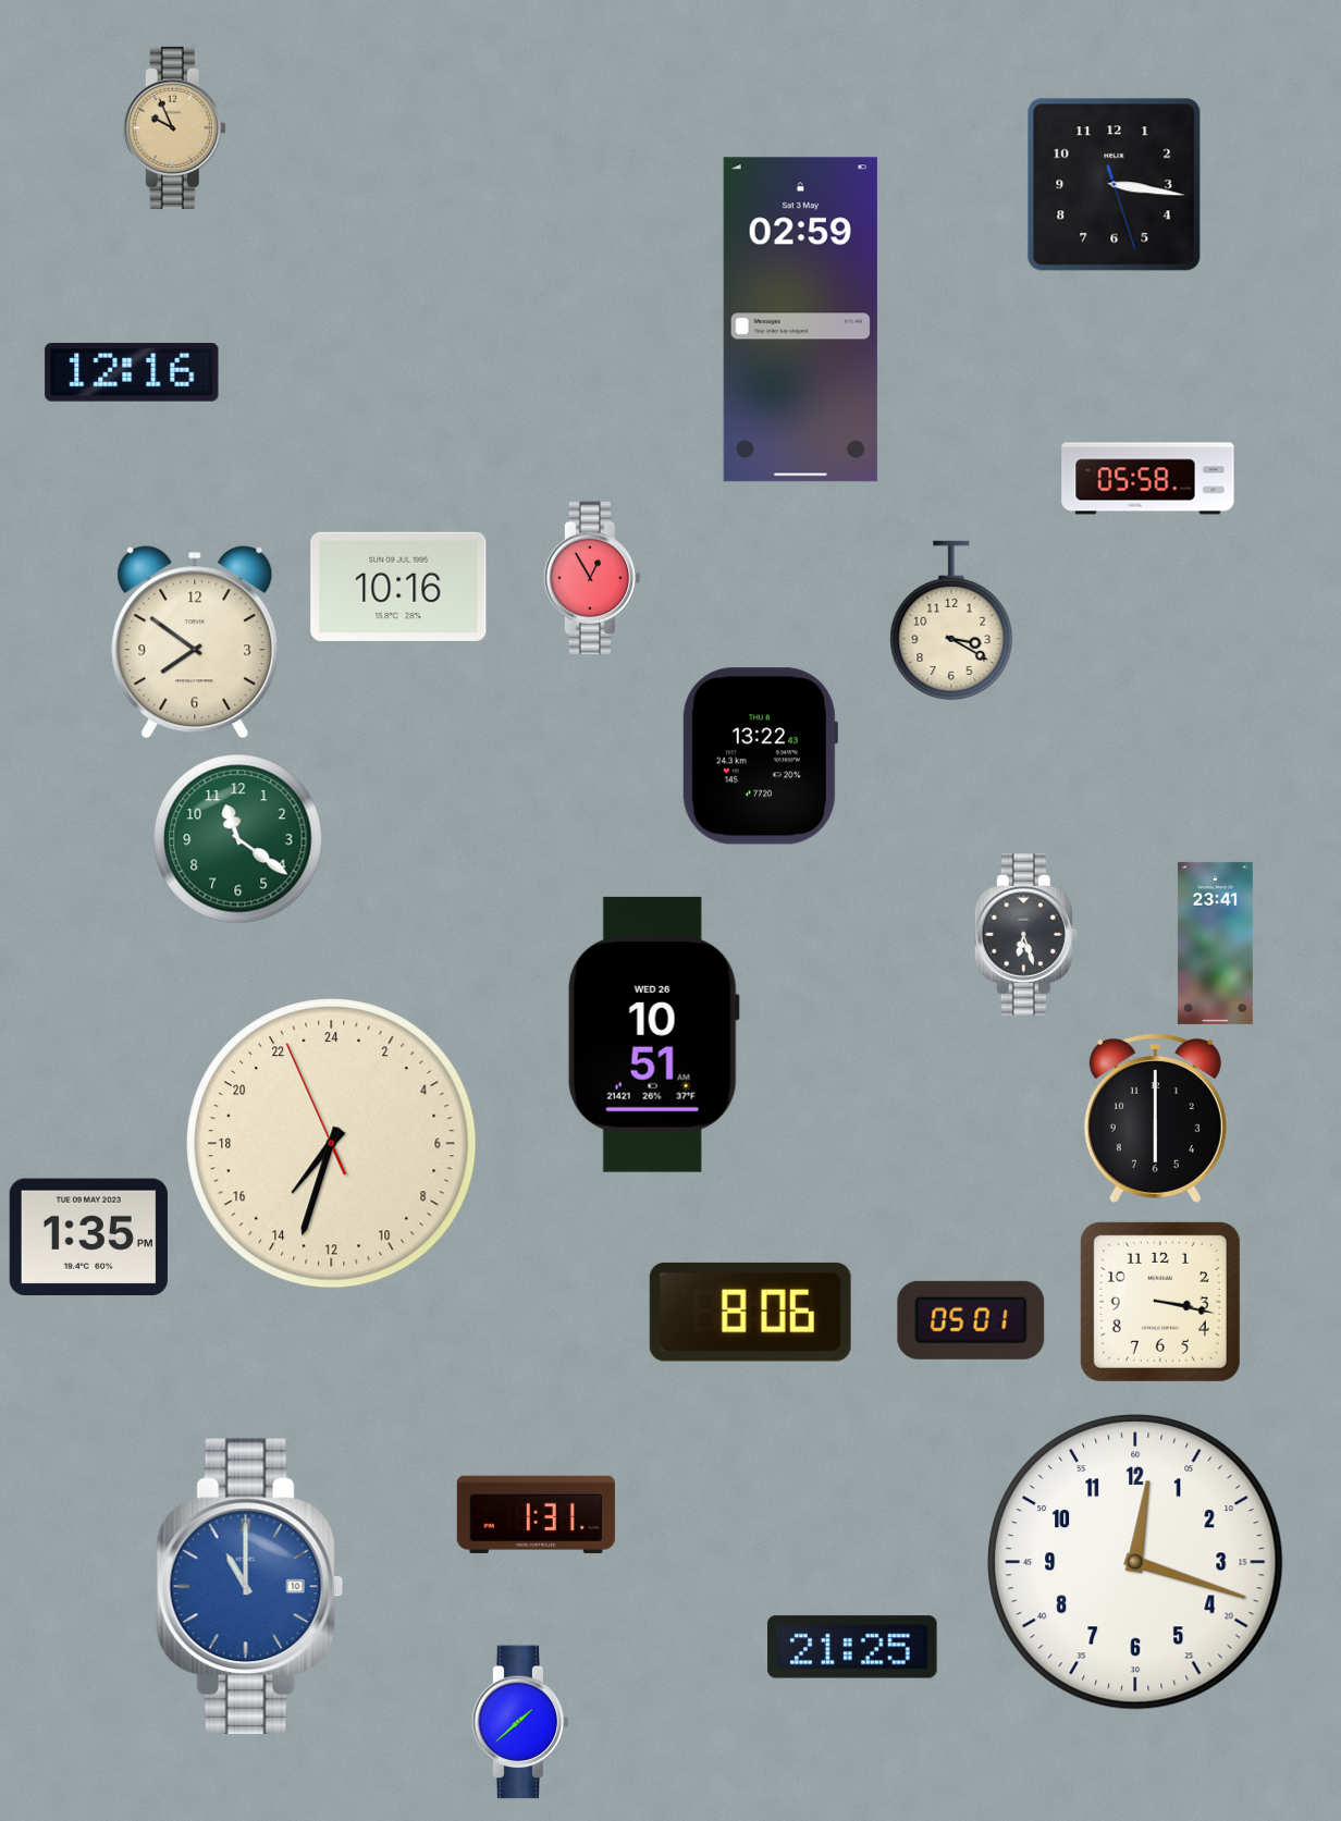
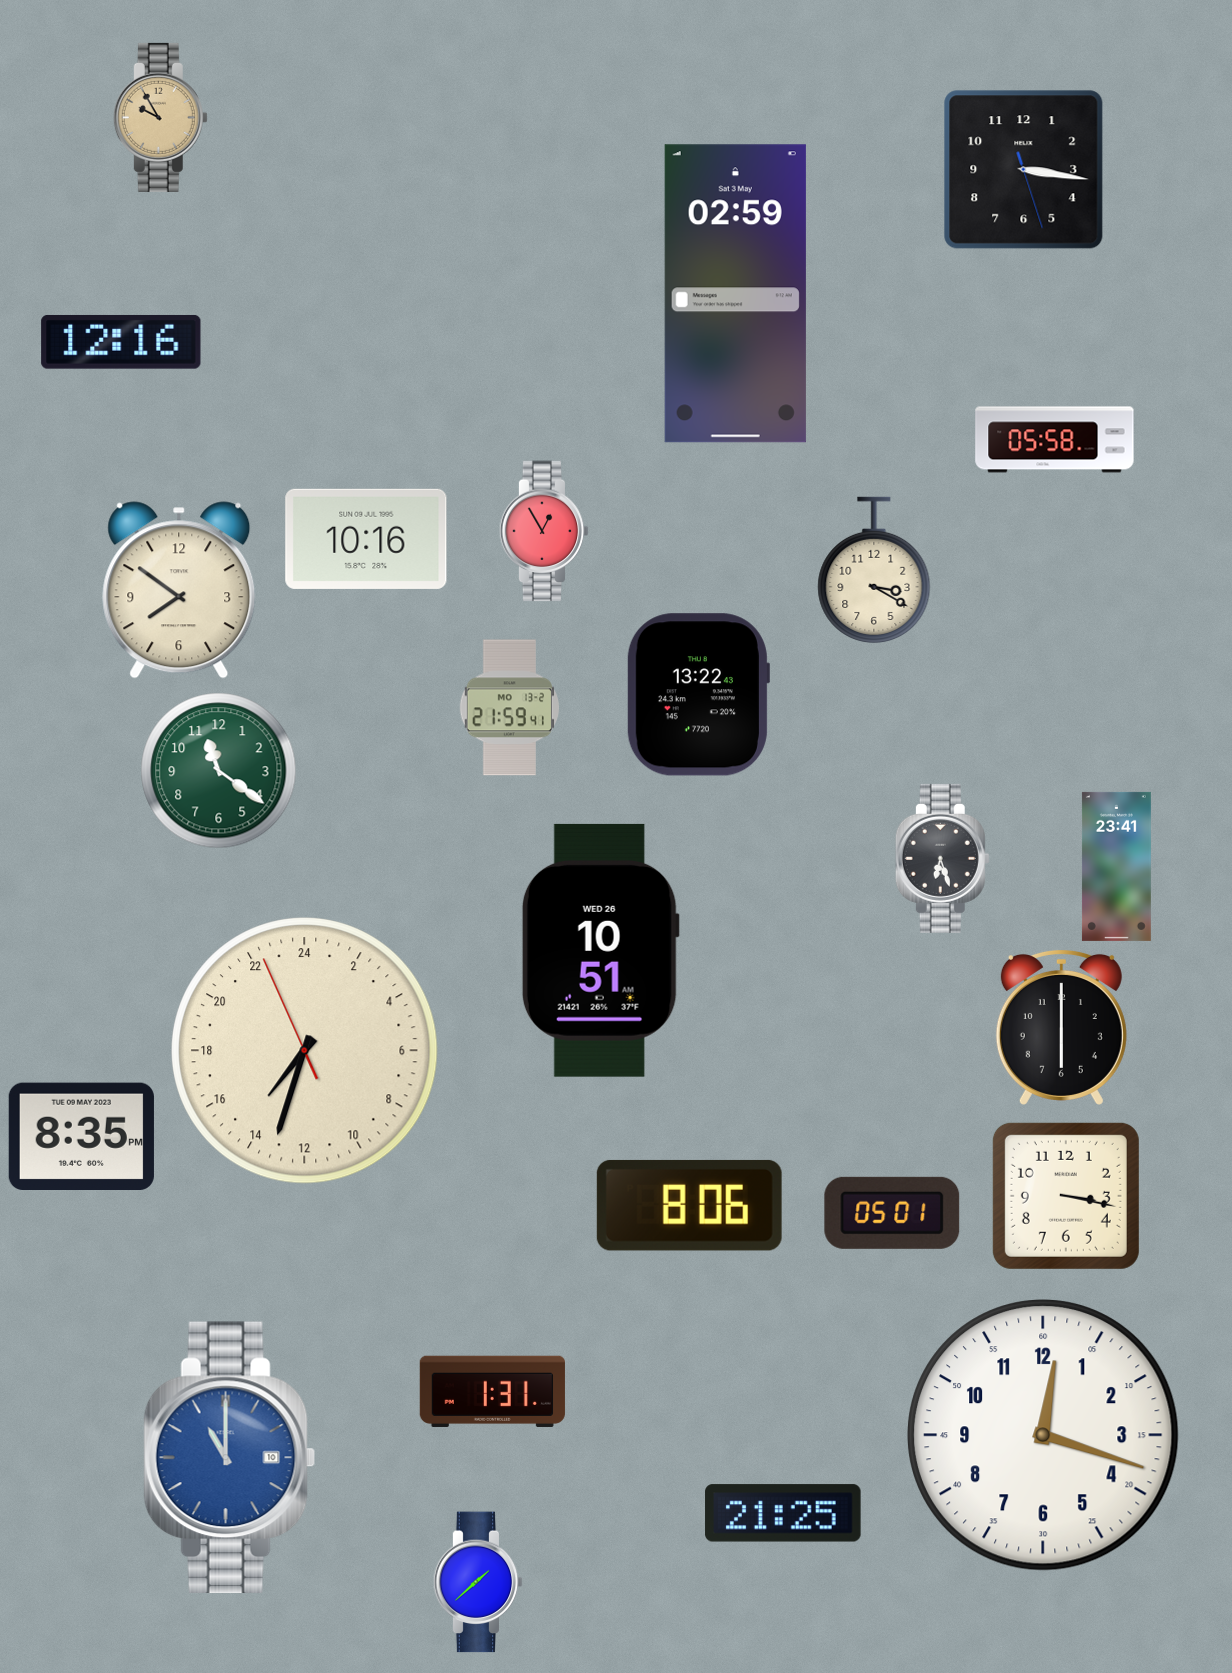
clock at (174, 127): 9:56 -> 9:55
clock at (509, 708): none -> 21:59
clock at (88, 1236): 1:35 -> 8:35
